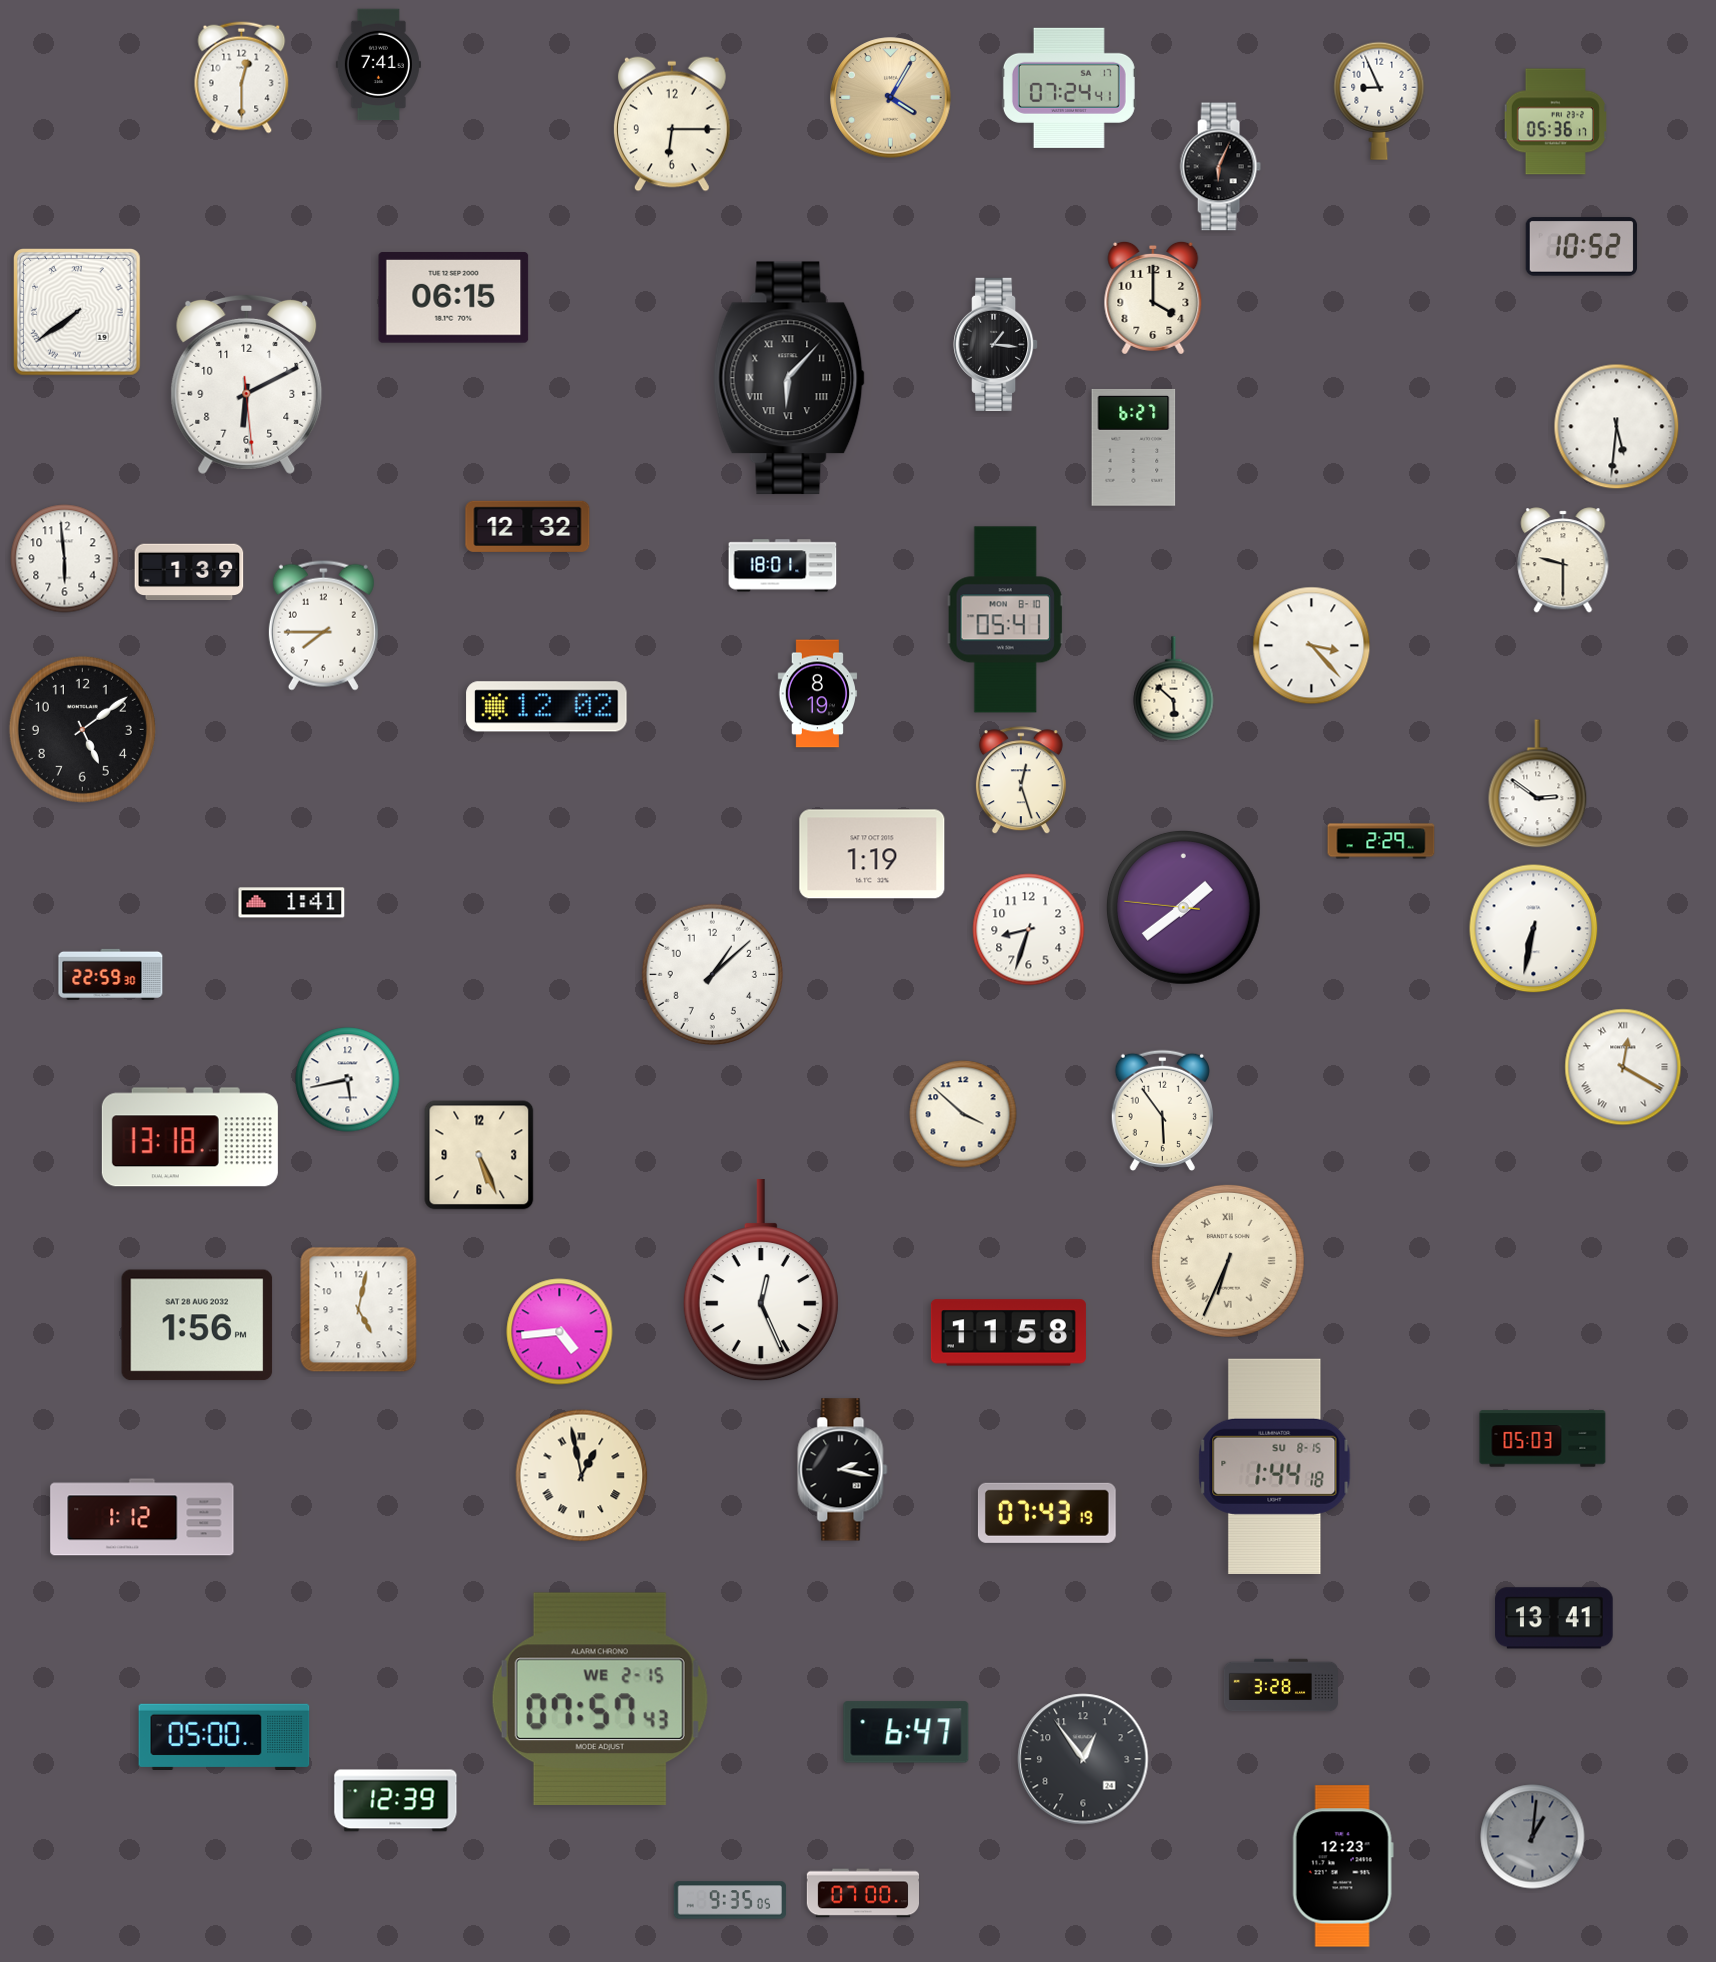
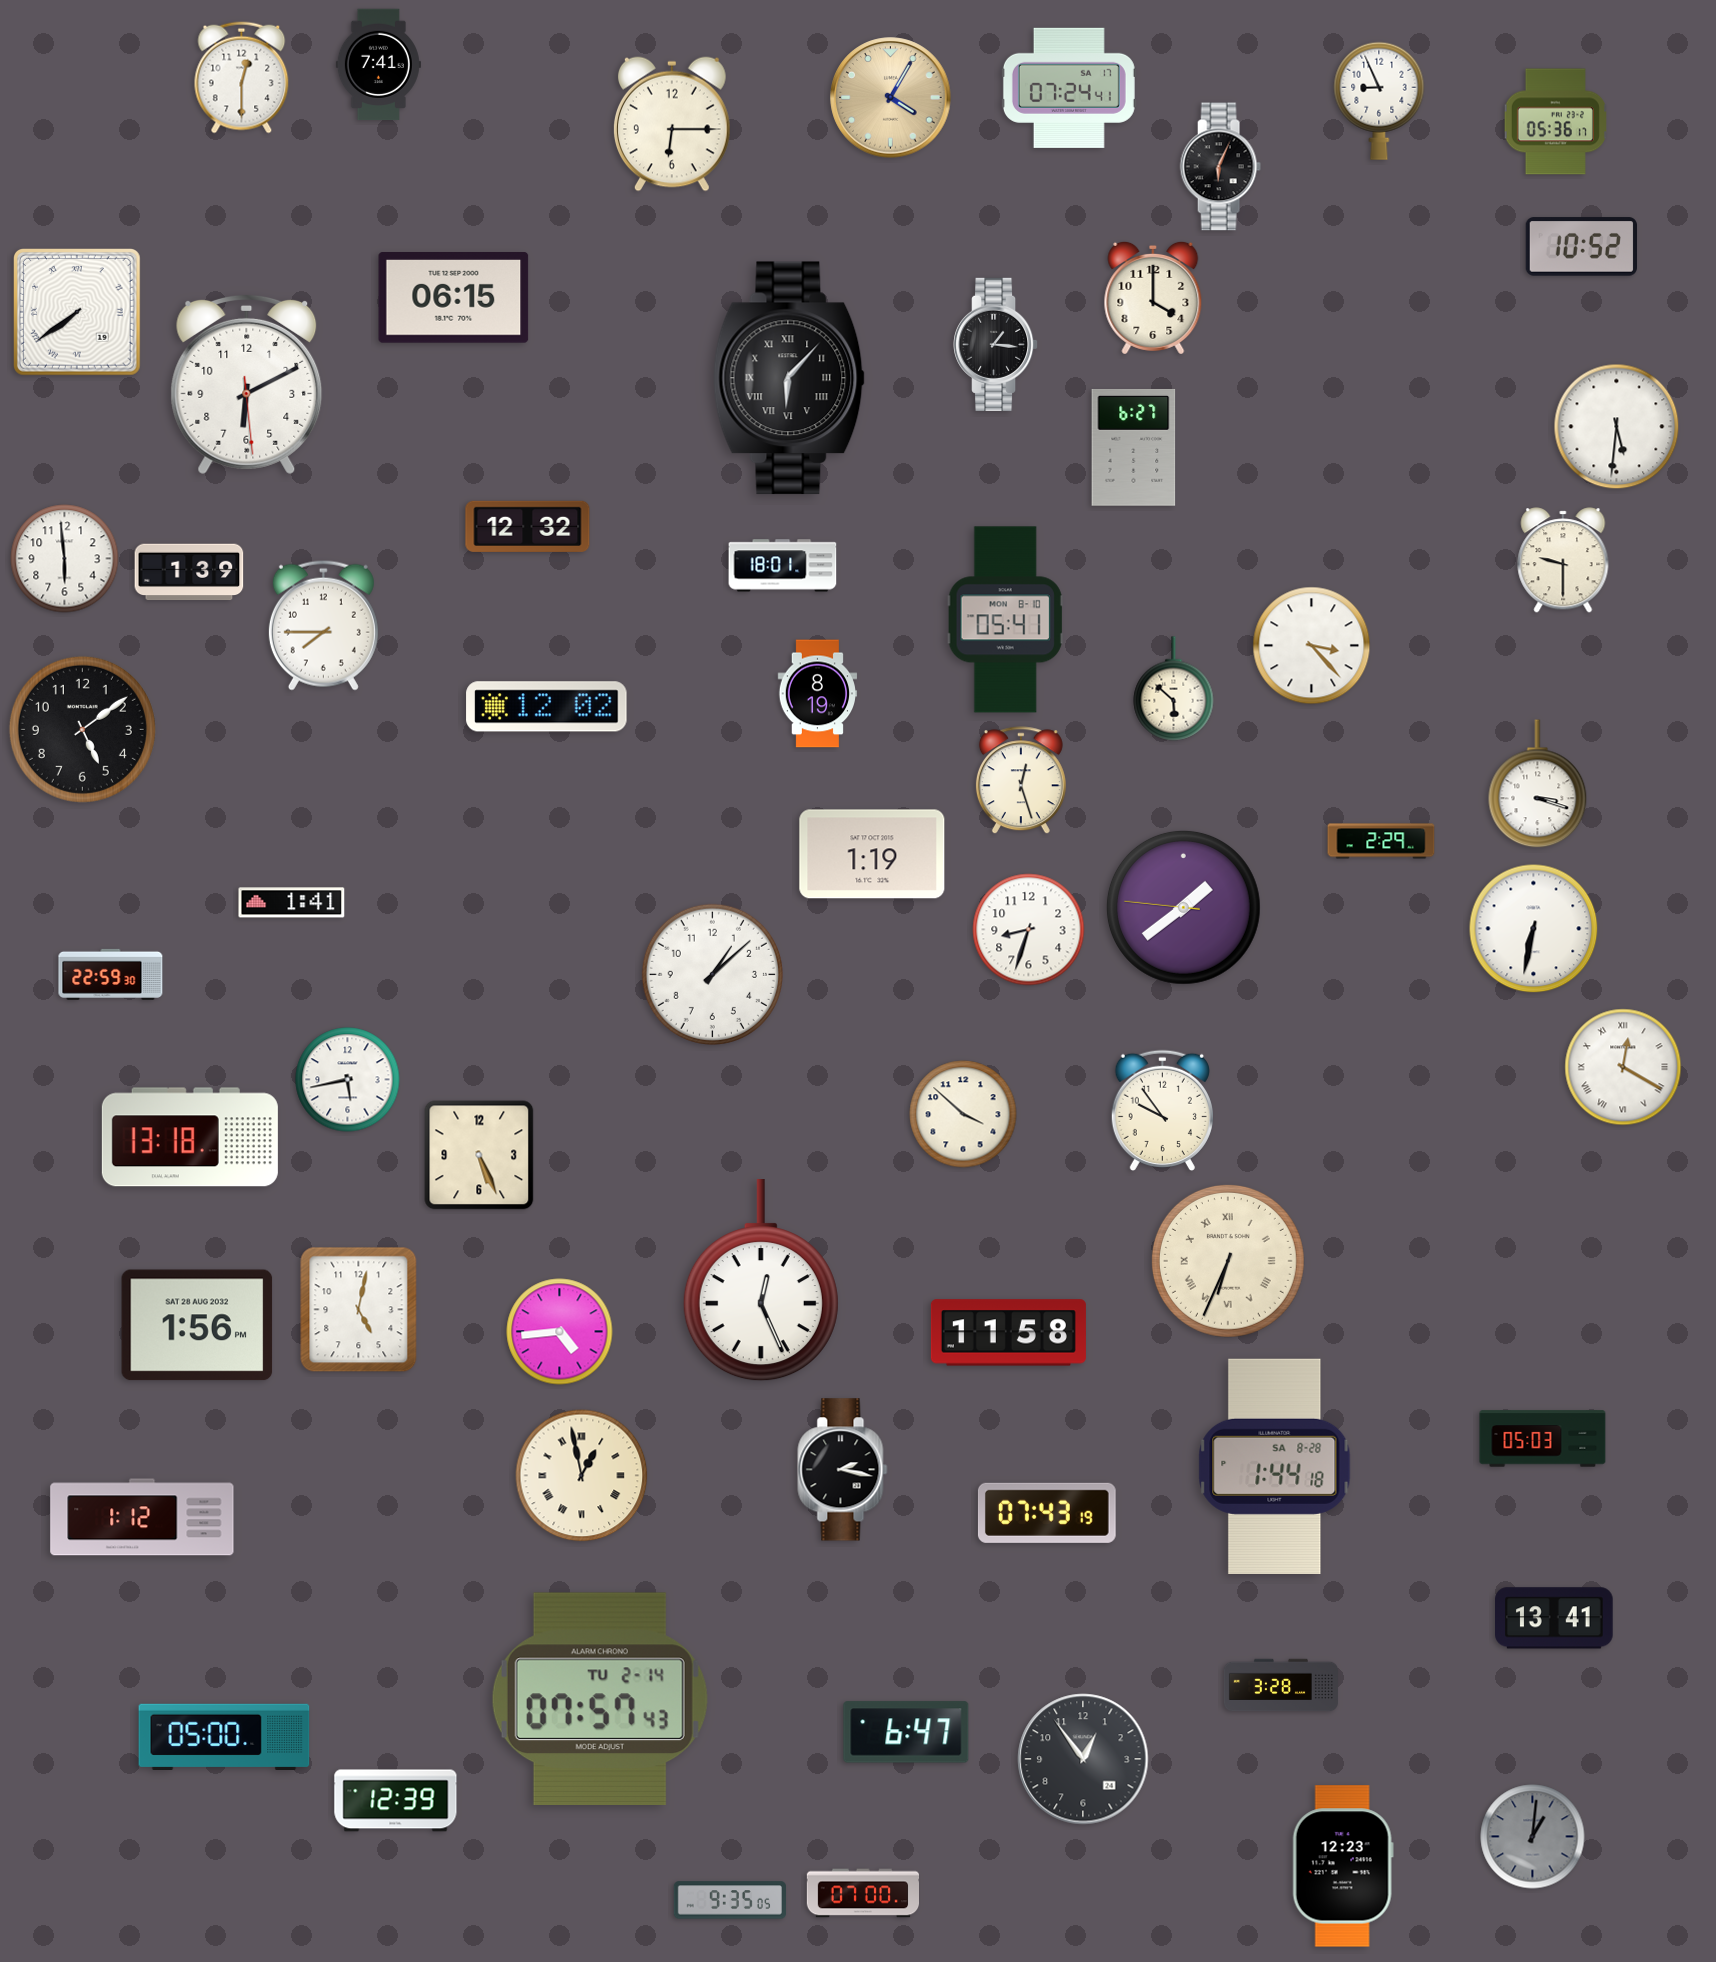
clock at (1538, 784): 2:51 -> 3:18
clock at (1162, 1110): 5:54 -> 9:54
clock at (1275, 1466) date: SU 8-15 -> SA 8-28
clock at (600, 1698) date: WE 2-15 -> TU 2-14
